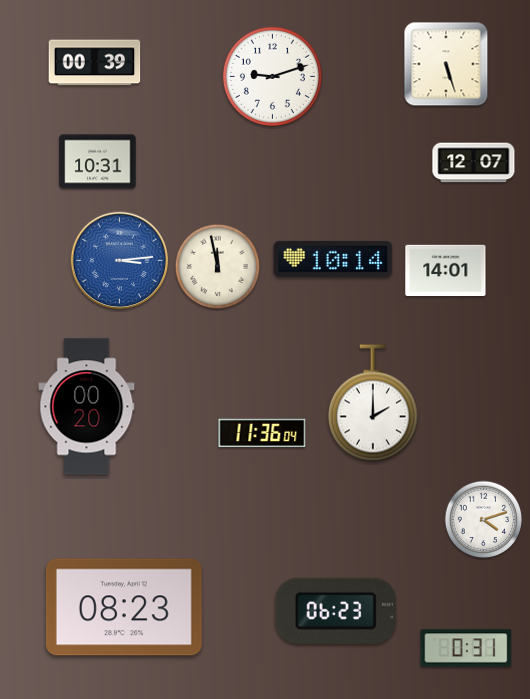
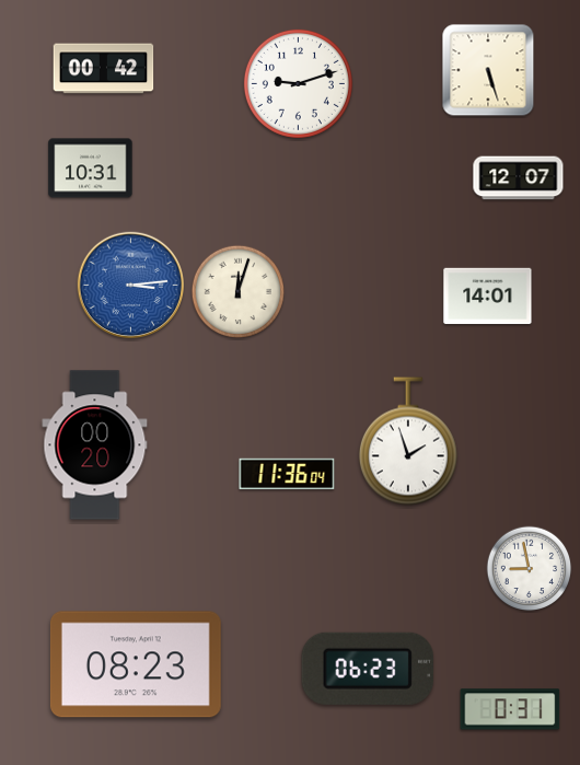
clock at (95, 63): 00:39 -> 00:42
clock at (98, 162) position: (98, 162) -> (91, 169)
clock at (333, 259): 10:14 -> none
clock at (217, 266): 11:58 -> 12:03
clock at (373, 403): 2:00 -> 1:57
clock at (484, 520): 4:12 -> 8:58
